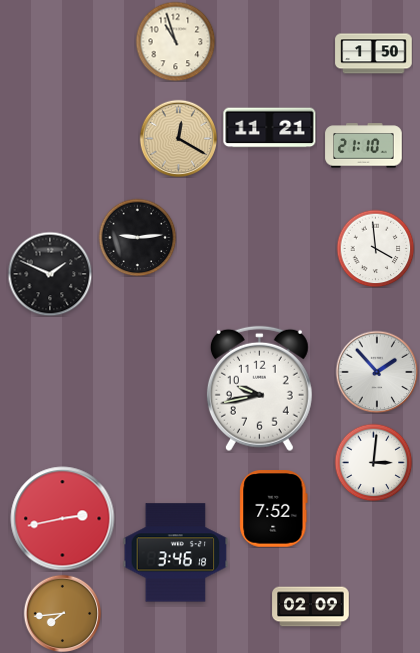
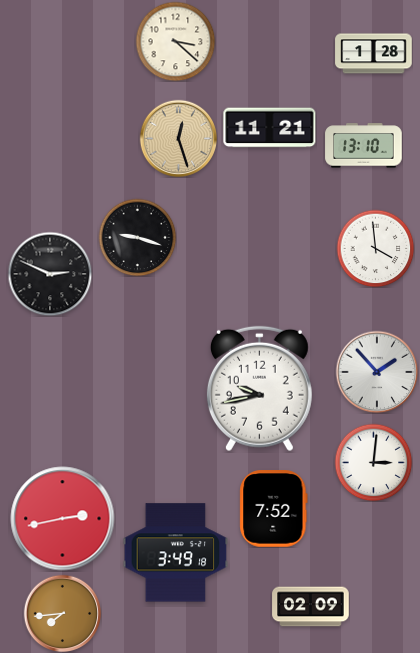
clock at (175, 41): 10:57 -> 3:22
clock at (374, 54): 1:50 -> 1:28
clock at (178, 138): 12:20 -> 12:27
clock at (364, 146): 21:10 -> 13:10
clock at (137, 237): 9:14 -> 9:18
clock at (50, 274): 1:49 -> 2:49
clock at (176, 553): 3:46 -> 3:49
